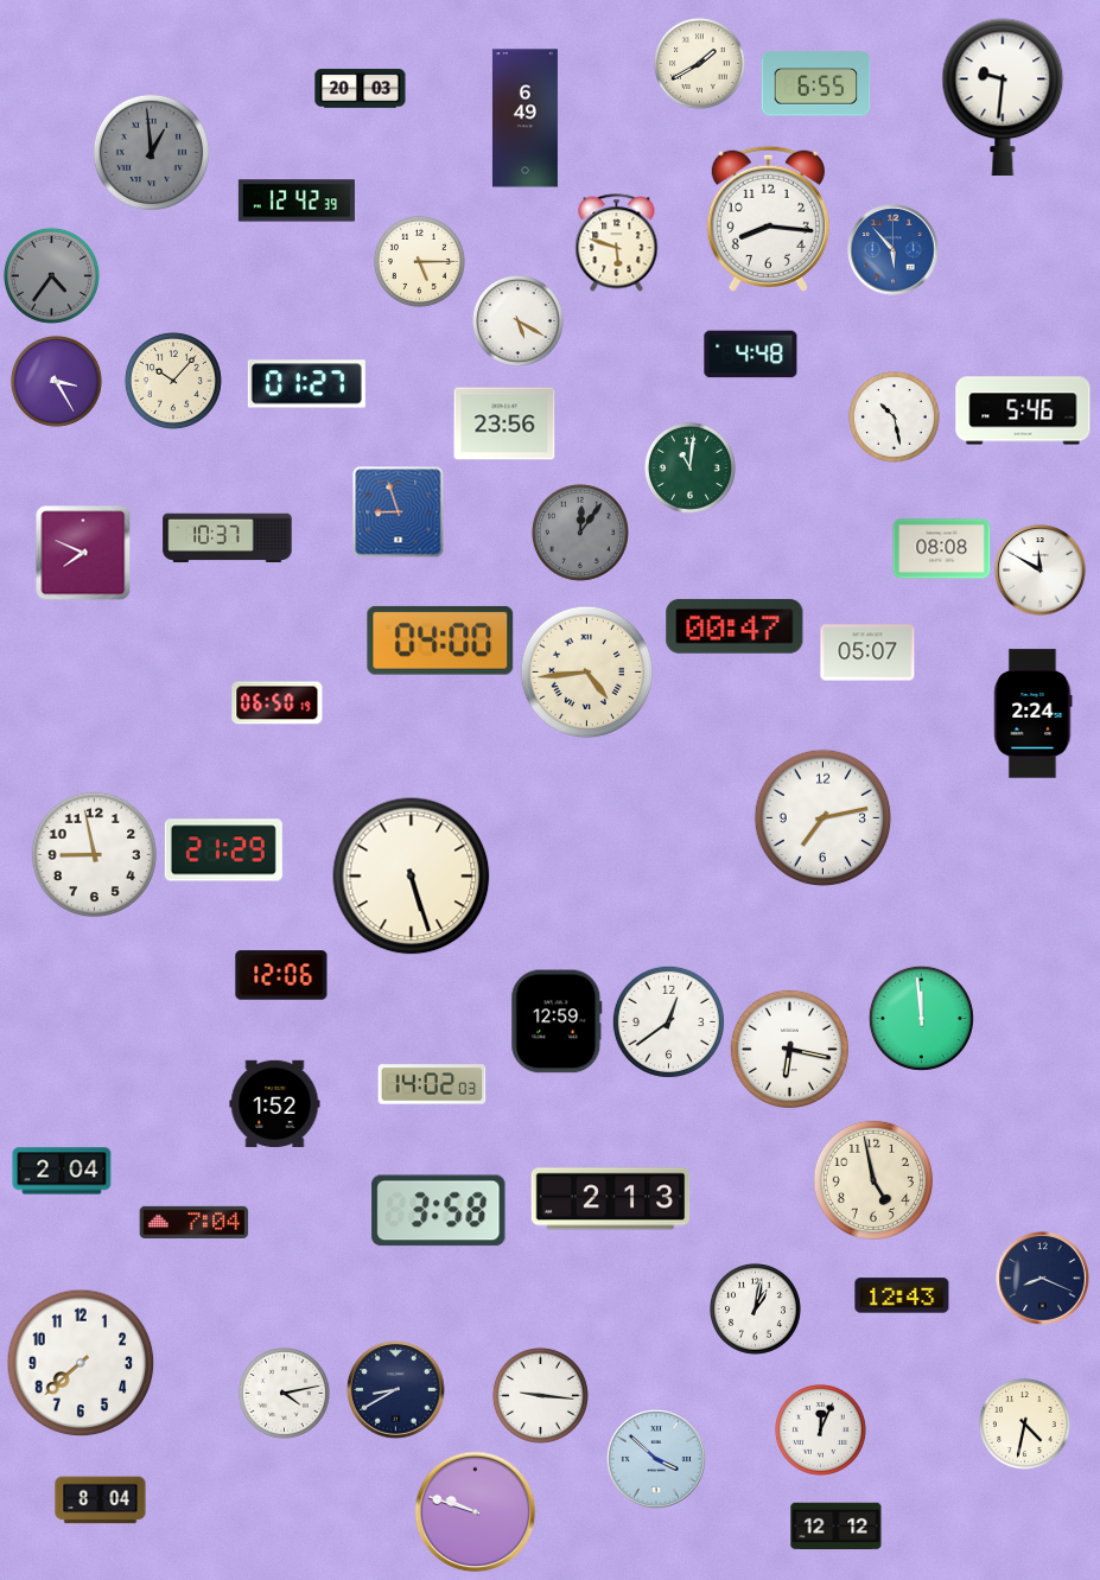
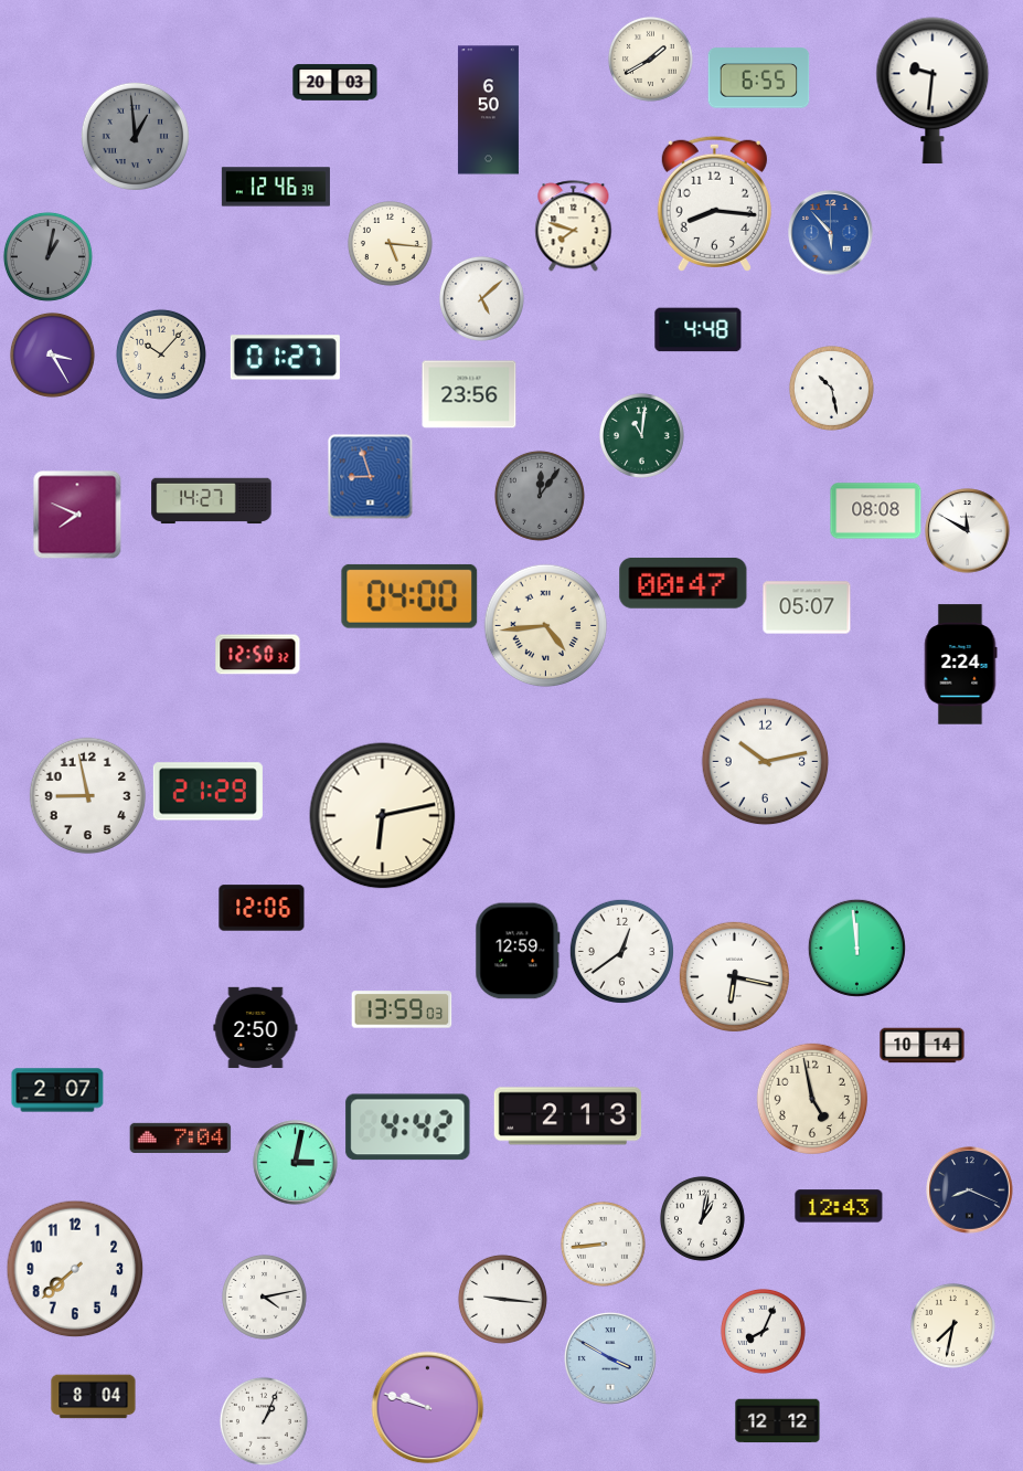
clock at (524, 119): 6:49 -> 6:50
clock at (151, 152) position: (151, 152) -> (135, 136)
clock at (297, 200): 12:42 -> 12:46
clock at (617, 243): 5:48 -> 7:48
clock at (419, 261): 5:15 -> 5:16
clock at (51, 275): 4:36 -> 1:02
clock at (517, 320): 5:20 -> 5:08
clock at (1023, 410): 5:46 -> none
clock at (228, 539): 10:37 -> 14:27
clock at (278, 703): 06:50 -> 12:50
clock at (824, 818): 7:13 -> 10:13
clock at (412, 877): 5:27 -> 6:13
clock at (432, 1084): 14:02 -> 13:59
clock at (275, 1104): 1:52 -> 2:50
clock at (923, 1046): none -> 10:14
clock at (62, 1171): 2:04 -> 2:07
clock at (439, 1211): 3:58 -> 4:42
clock at (296, 1163): none -> 3:02
clock at (603, 1244): none -> 8:44
clock at (396, 1390): 8:40 -> none
clock at (1024, 1423): 4:32 -> 7:32
clock at (820, 1429): 12:04 -> 8:04
clock at (656, 1459): 3:52 -> 3:50
clock at (476, 1512) position: (476, 1512) -> (428, 1408)
clock at (264, 1421): none -> 1:04
